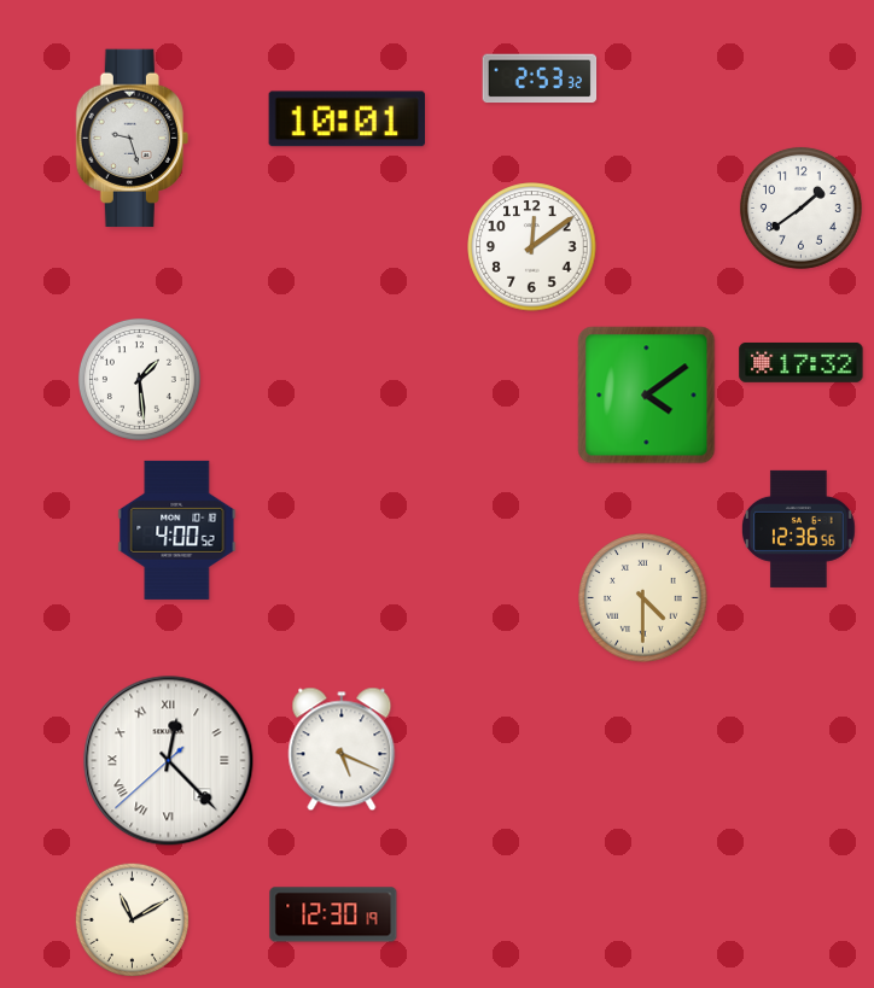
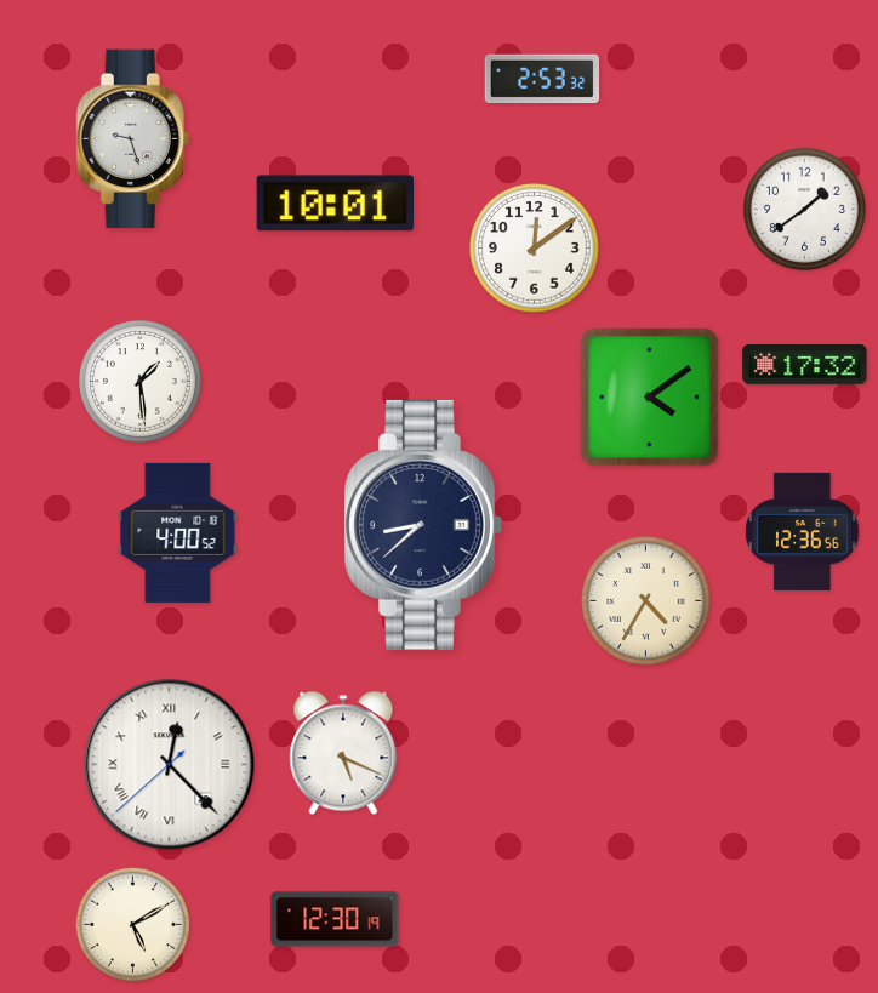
clock at (346, 119) position: (346, 119) -> (335, 204)
clock at (423, 525): none -> 8:38
clock at (643, 598): 4:30 -> 4:35
clock at (133, 920): 11:10 -> 5:10
